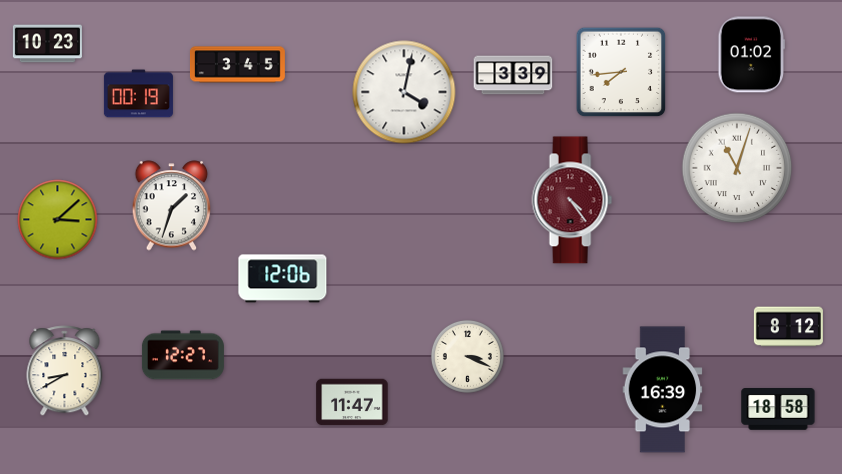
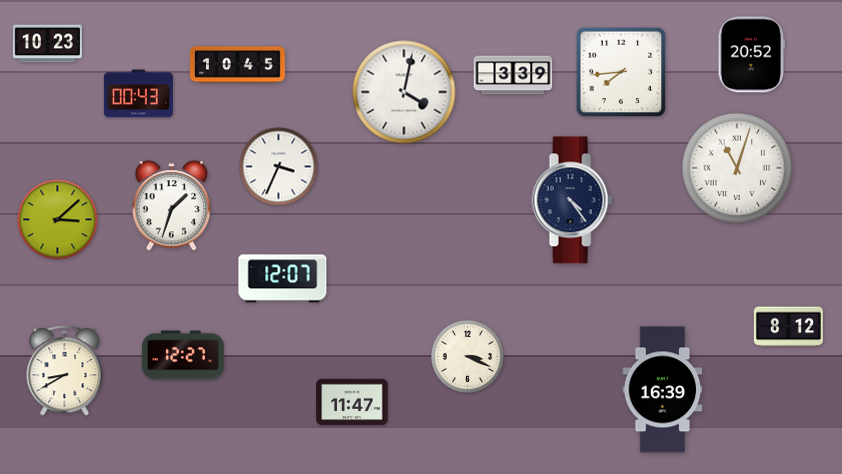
clock at (751, 55): 01:02 -> 20:52
clock at (237, 65): 3:45 -> 10:45
clock at (138, 94): 00:19 -> 00:43
clock at (279, 167): none -> 3:34
clock at (572, 200) dial: burgundy -> navy
clock at (283, 279): 12:06 -> 12:07
clock at (778, 410): 18:58 -> none
